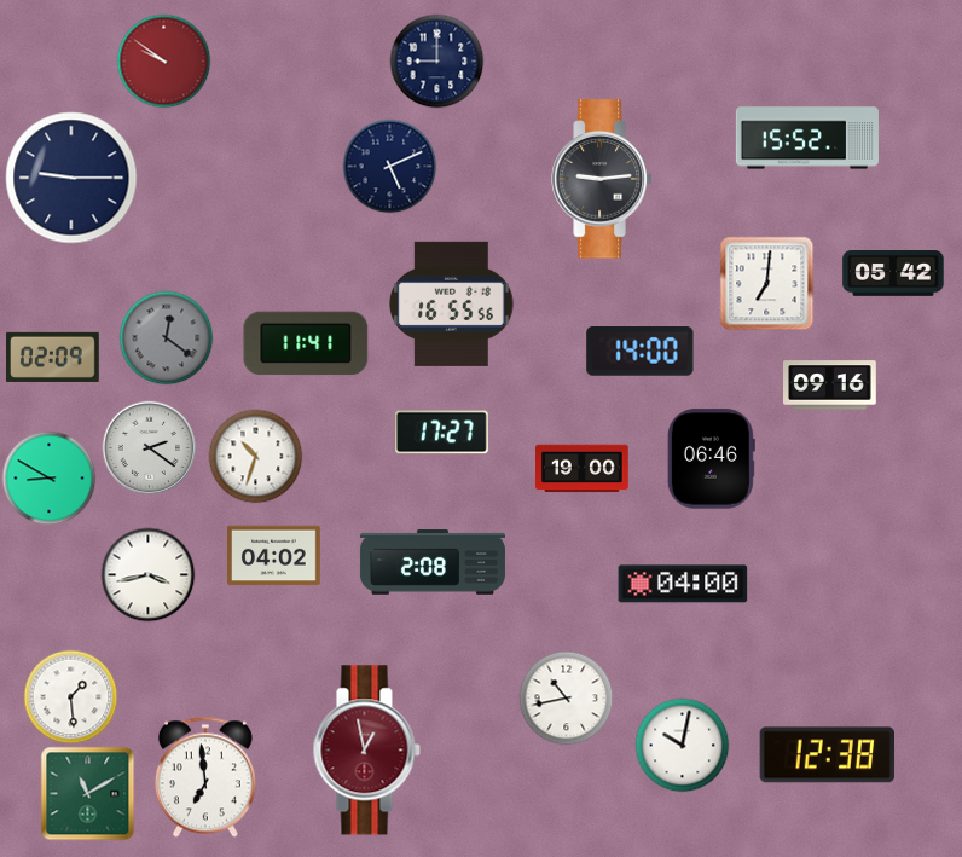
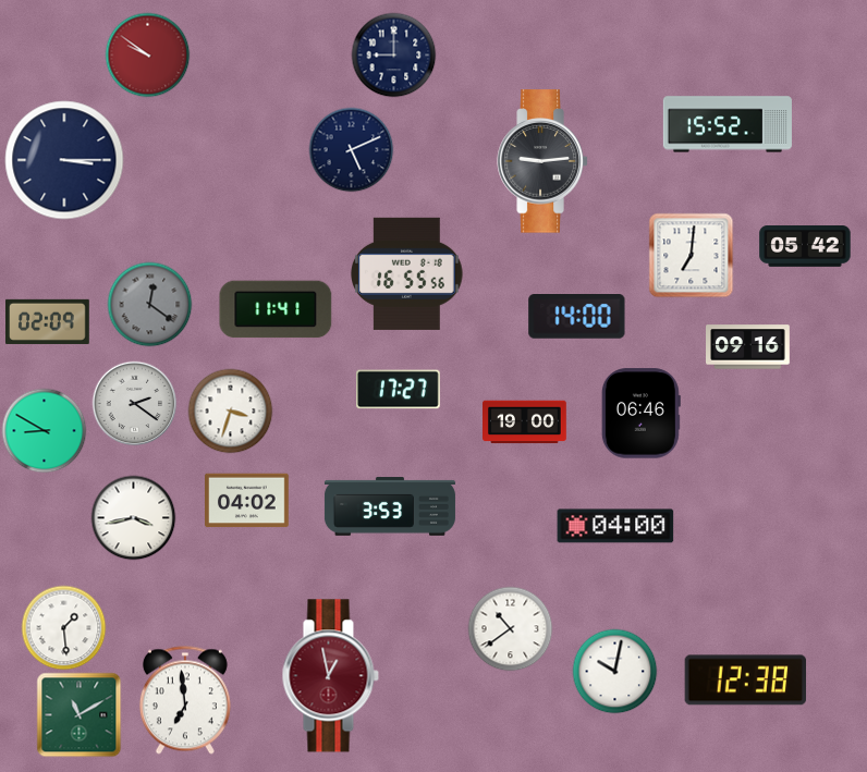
clock at (71, 178): 9:15 -> 3:15
clock at (255, 456): 10:33 -> 3:33
clock at (433, 562): 2:08 -> 3:53
clock at (566, 697): 10:43 -> 10:39
